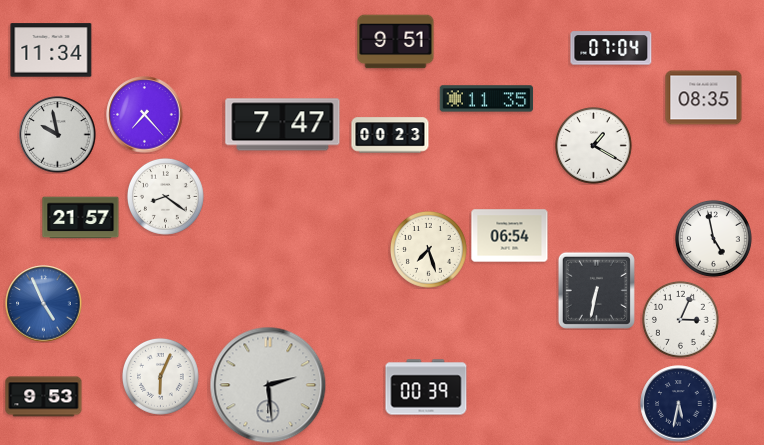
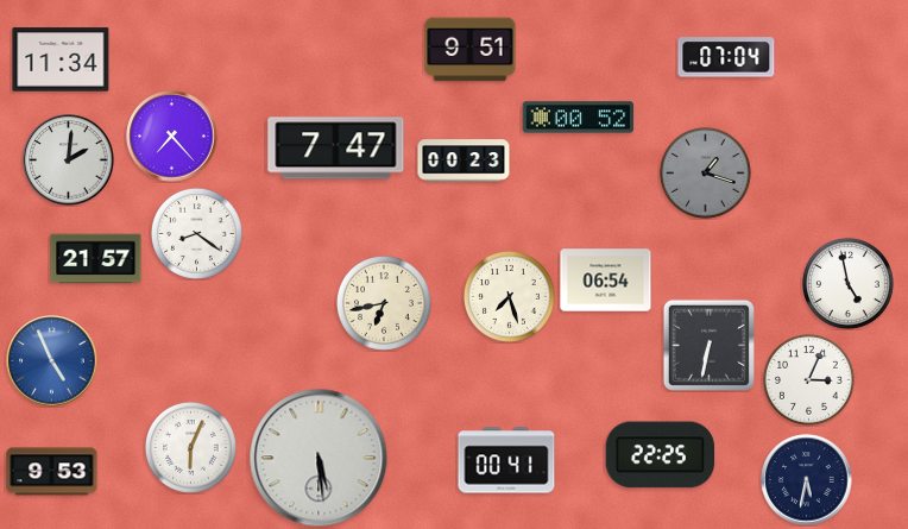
clock at (704, 98): 08:35 -> none
clock at (487, 99): 11:35 -> 00:52
clock at (58, 135): 9:58 -> 2:01
clock at (593, 145): 1:20 -> 1:18
clock at (593, 145) dial: white -> grey
clock at (384, 303): none -> 6:43
clock at (661, 455): none -> 22:25
clock at (268, 385): 2:29 -> 5:29
clock at (426, 387): 00:39 -> 00:41
